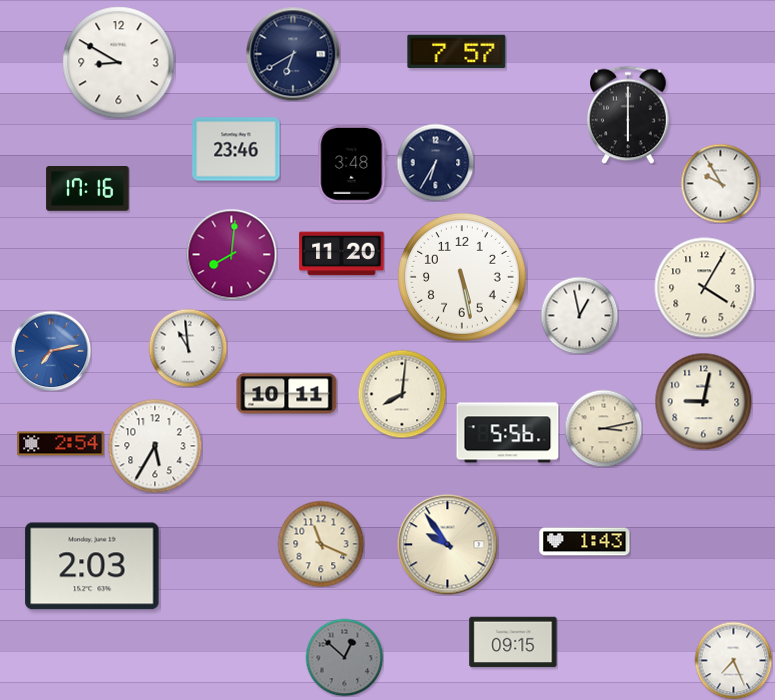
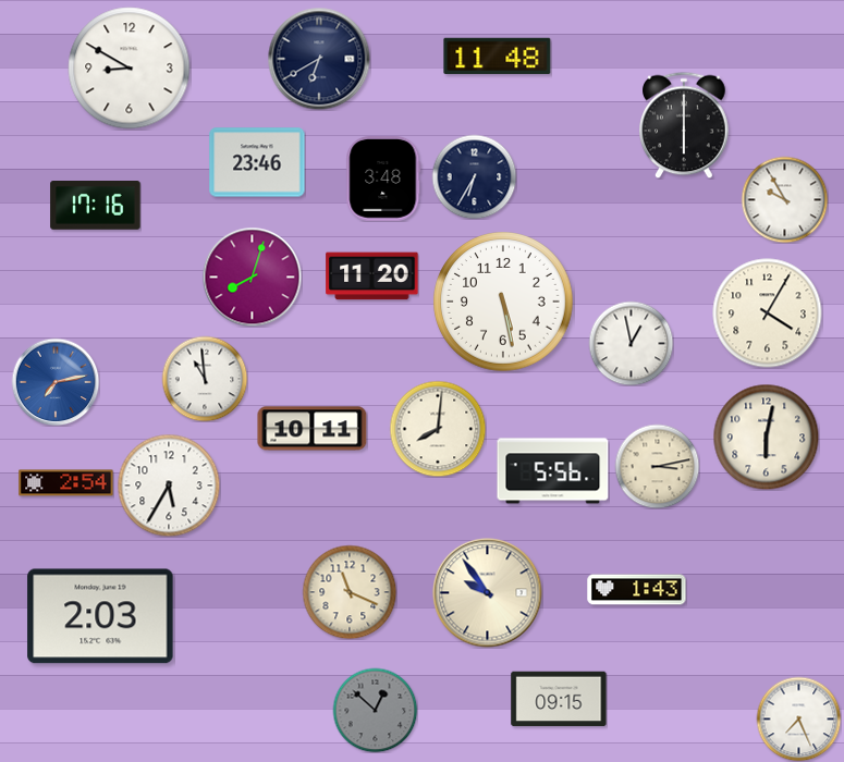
clock at (457, 51): 7:57 -> 11:48
clock at (231, 254): 8:01 -> 8:03
clock at (703, 401): 9:02 -> 6:02
clock at (344, 657) position: (344, 657) -> (375, 710)
